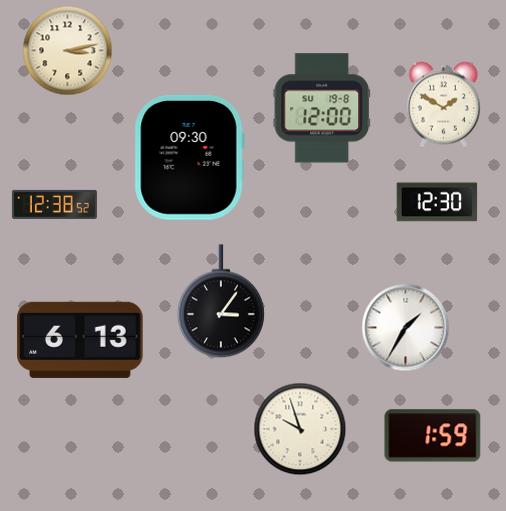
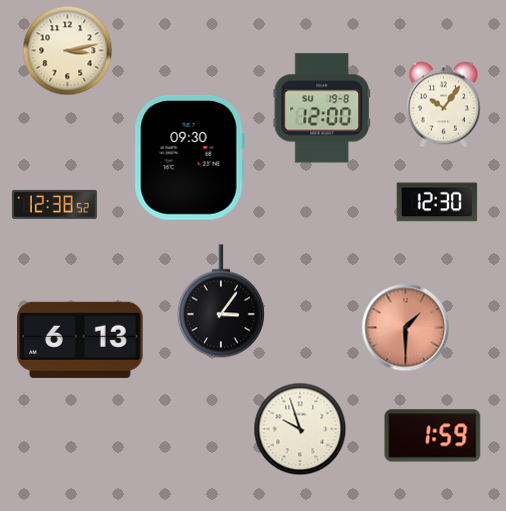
clock at (443, 105): 1:50 -> 10:06
clock at (406, 328): 1:35 -> 1:30
clock at (406, 328) dial: white -> salmon
